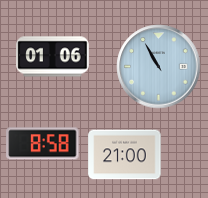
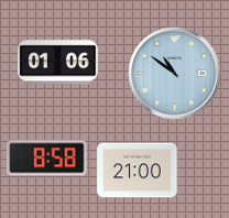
clock at (159, 67): 10:55 -> 10:51
